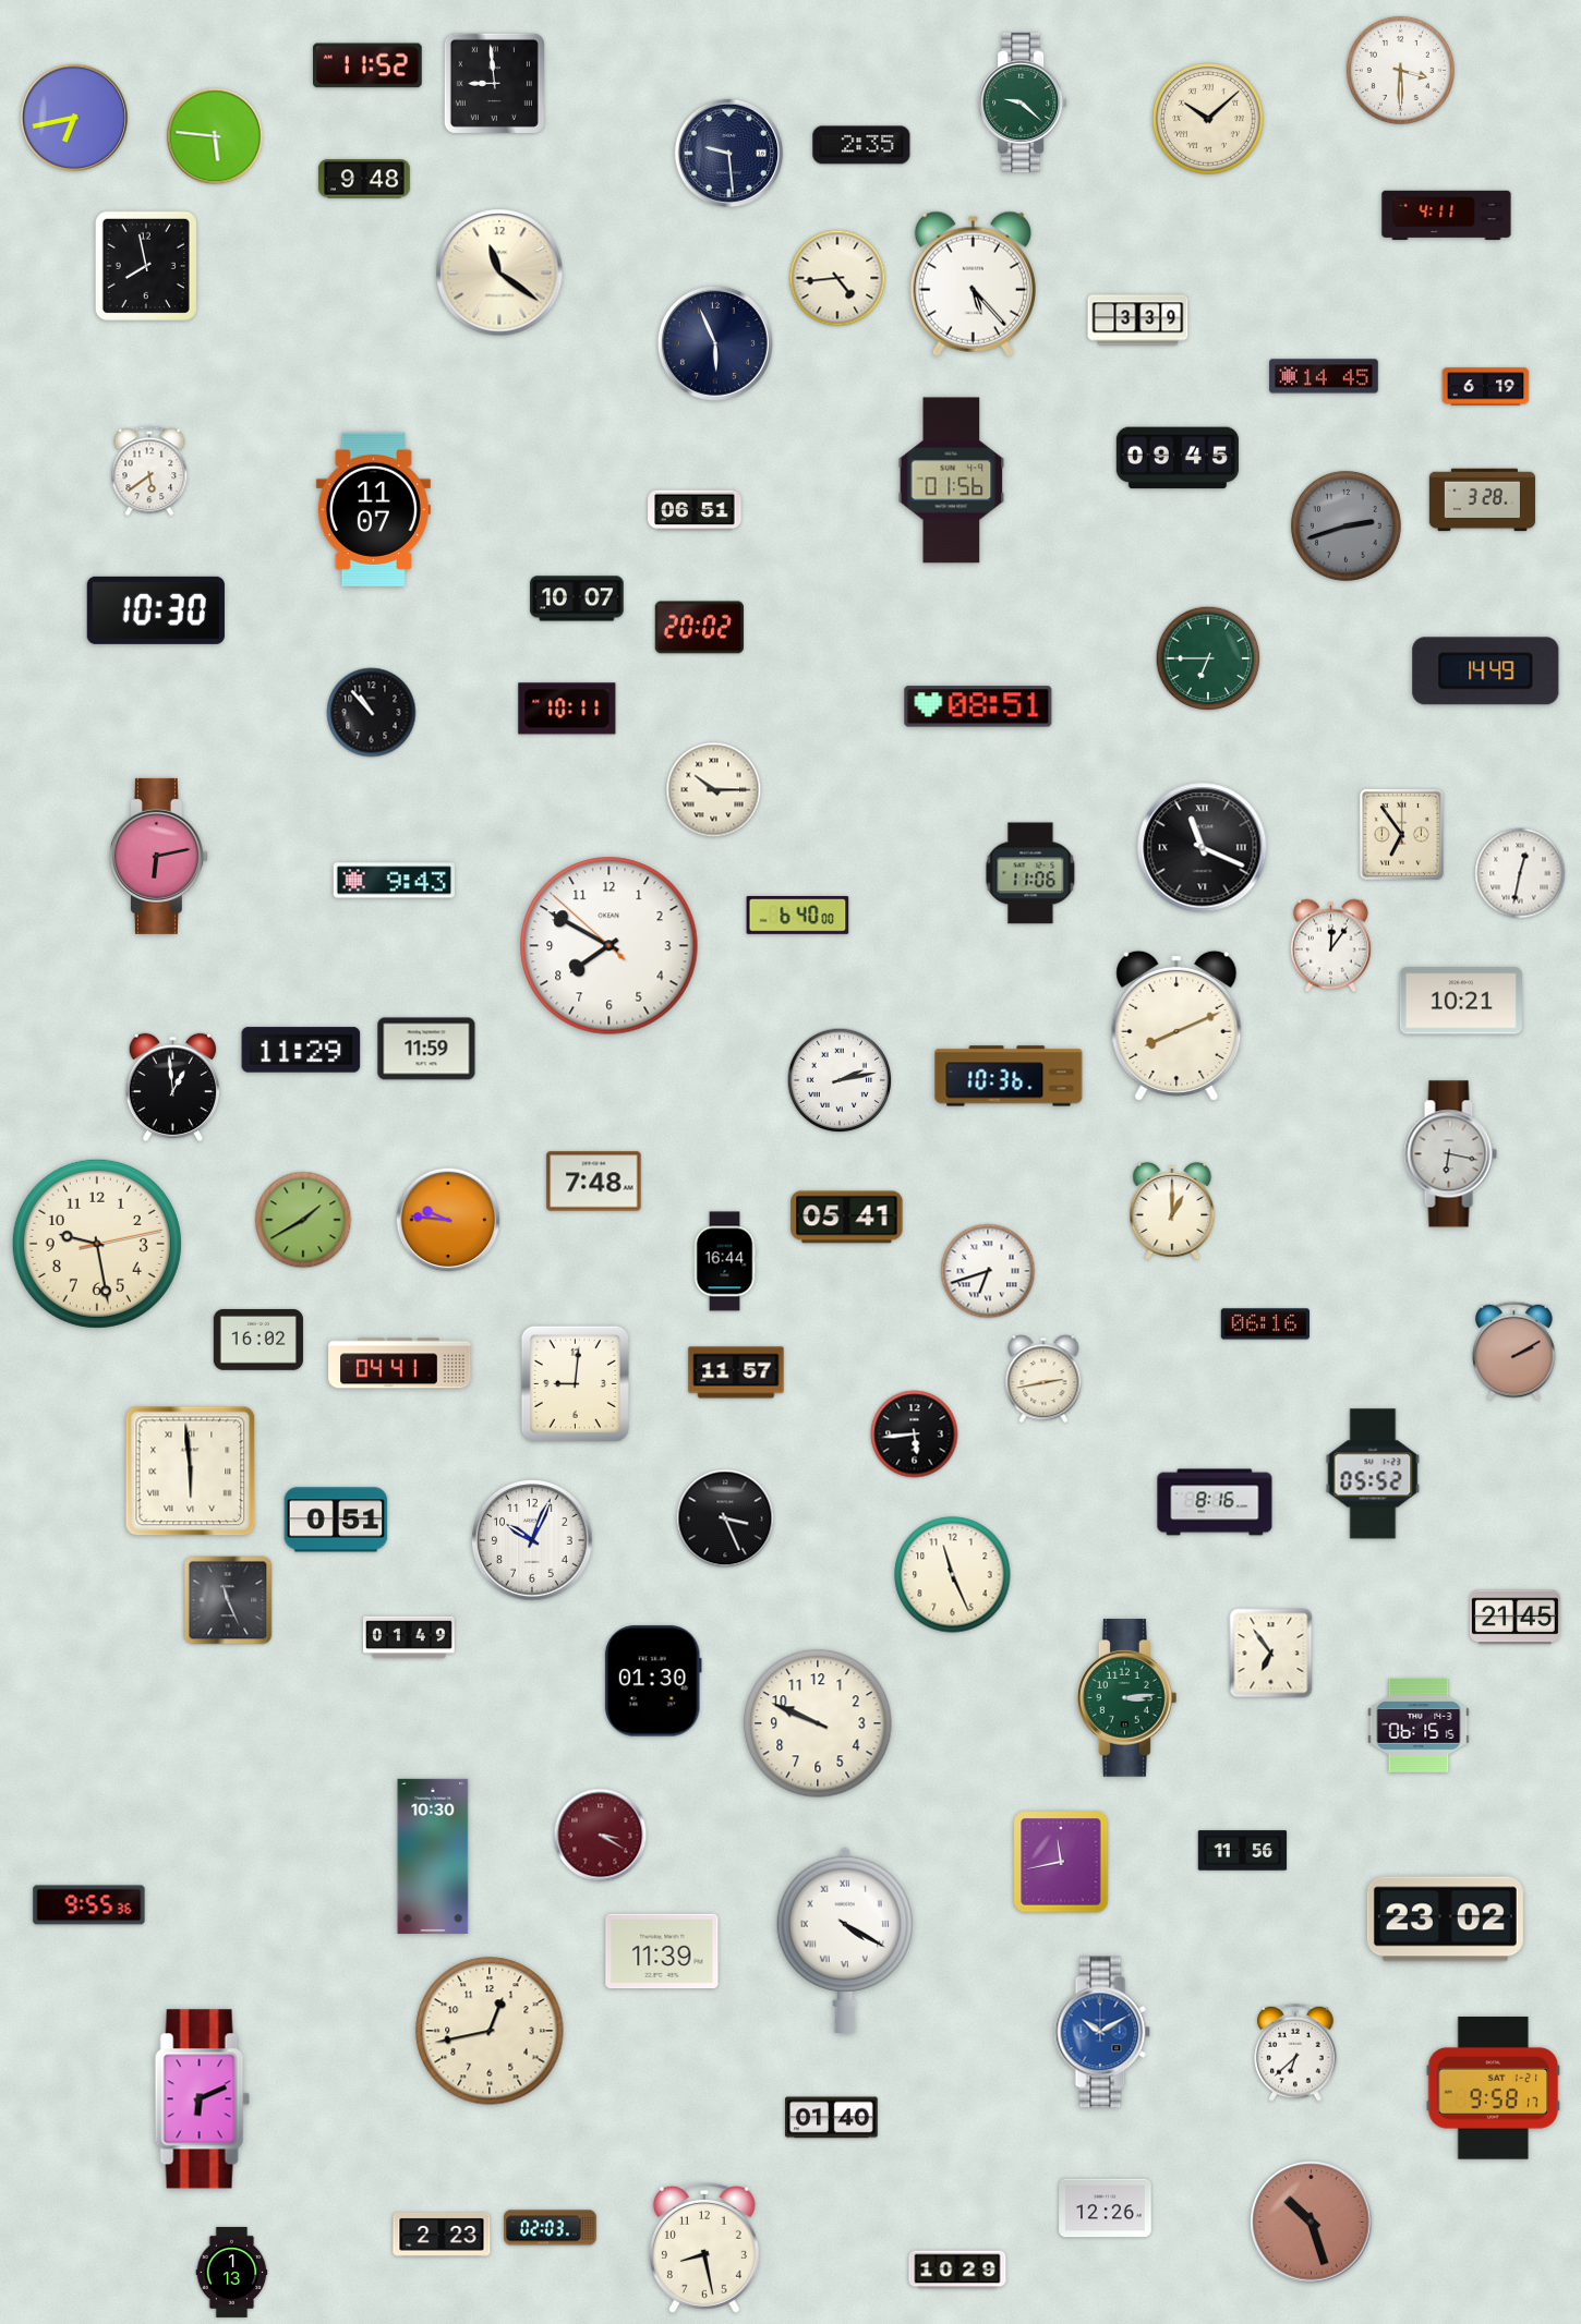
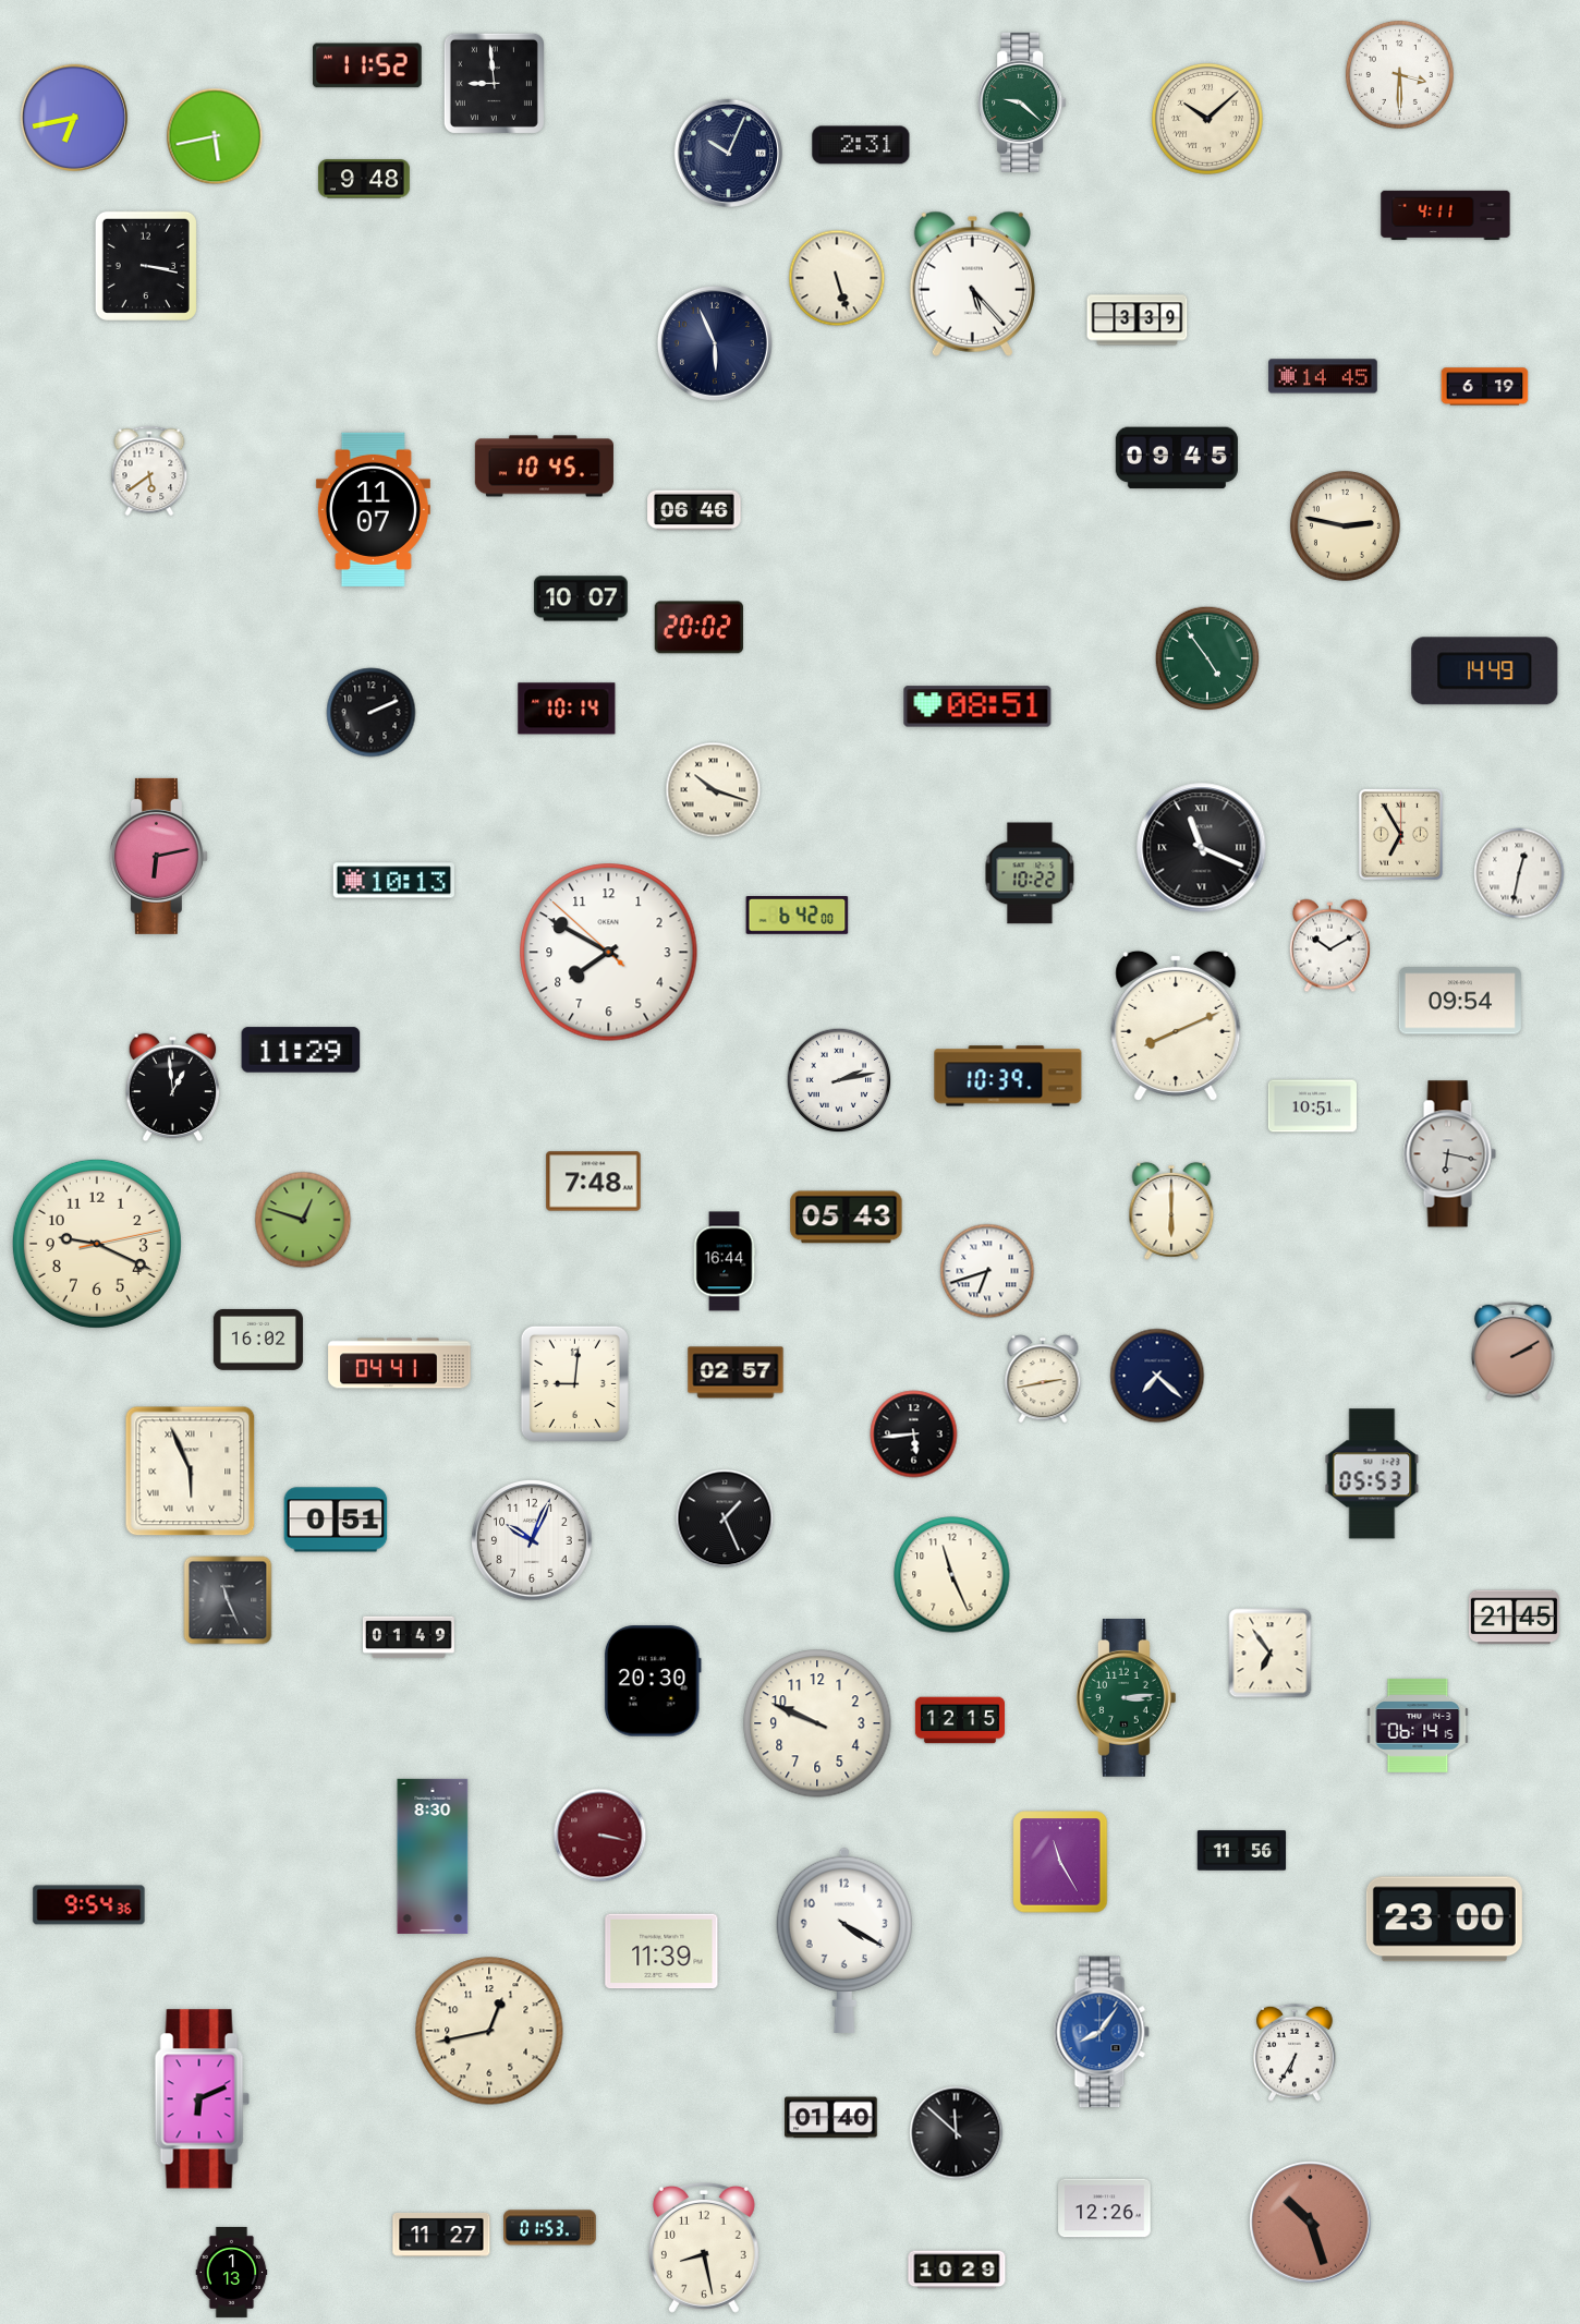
clock at (1400, 70) position: (1400, 70) -> (1399, 74)
clock at (215, 136): 5:46 -> 5:43
clock at (861, 145): 2:35 -> 2:31
clock at (728, 153): 9:29 -> 10:04
clock at (146, 266): 7:58 -> 3:17
clock at (499, 273): 11:21 -> none
clock at (837, 278): 4:44 -> 5:27
clock at (544, 467): none -> 10:45
clock at (952, 481): 01:56 -> none
clock at (1482, 500): 3:28 -> none
clock at (695, 510): 06:51 -> 06:46
clock at (1345, 525): 2:42 -> 2:47
clock at (1345, 525) dial: grey -> cream
clock at (577, 598) position: (577, 598) -> (581, 598)
clock at (156, 610): 10:30 -> none
clock at (1208, 658): 6:45 -> 4:54
clock at (567, 709): 10:11 -> 10:14
clock at (372, 713): 10:53 -> 2:11
clock at (714, 790): 10:15 -> 10:18
clock at (1401, 834): 6:54 -> 6:55
clock at (1030, 873): 11:06 -> 10:22
clock at (394, 881): 9:43 -> 10:13
clock at (798, 916): 6:40 -> 6:42
clock at (610, 946) position: (610, 946) -> (609, 953)
clock at (1330, 946): 12:06 -> 10:10
clock at (1461, 1001): 10:21 -> 09:54
clock at (426, 1049): 11:59 -> none
clock at (1009, 1076): 10:36 -> 10:39
clock at (1312, 1106): none -> 10:51
clock at (1172, 1211): 1:00 -> 6:00
clock at (847, 1218): 05:41 -> 05:43
clock at (303, 1220): 1:40 -> 12:48
clock at (448, 1220): 9:46 -> none
clock at (97, 1244): 9:28 -> 9:19
clock at (1265, 1324): 06:16 -> none
clock at (736, 1372): 11:57 -> 02:57
clock at (1157, 1376): none -> 7:22
clock at (191, 1472): 5:59 -> 5:56
clock at (1373, 1474): 05:52 -> 05:53
clock at (1215, 1502): 8:16 -> none
clock at (725, 1518): 3:26 -> 1:26
clock at (653, 1681): 01:30 -> 20:30
clock at (960, 1720): none -> 12:15
clock at (1419, 1726): 06:15 -> 06:14
clock at (601, 1836): 3:20 -> 3:17
clock at (433, 1856): 10:30 -> 8:30
clock at (1061, 1862): 11:43 -> 11:25
clock at (89, 1905): 9:55 -> 9:54
clock at (1445, 1920): 23:02 -> 23:00
clock at (845, 1939) numerals: Roman -> Arabic
clock at (1102, 2032): 10:10 -> 8:06
clock at (1295, 2053): 6:38 -> 6:35
clock at (1494, 2089): 9:58 -> none
clock at (957, 2133): none -> 11:52
clock at (551, 2228): 02:03 -> 01:53
clock at (442, 2235): 2:23 -> 11:27
